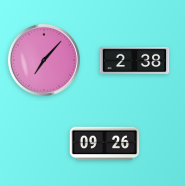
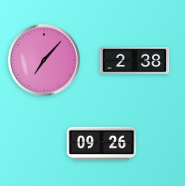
clock at (105, 144) position: (105, 144) -> (102, 144)
